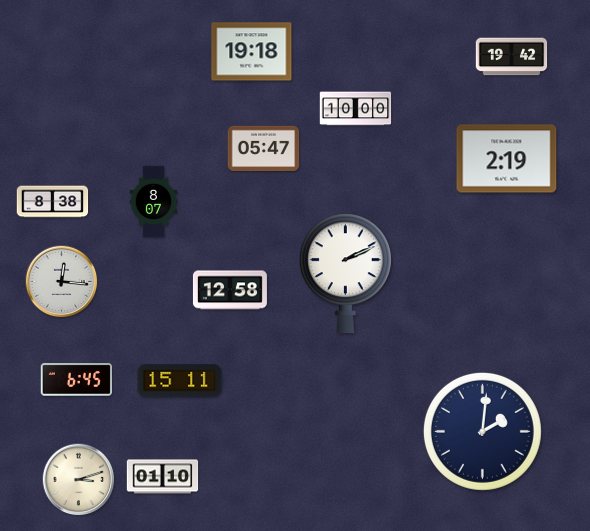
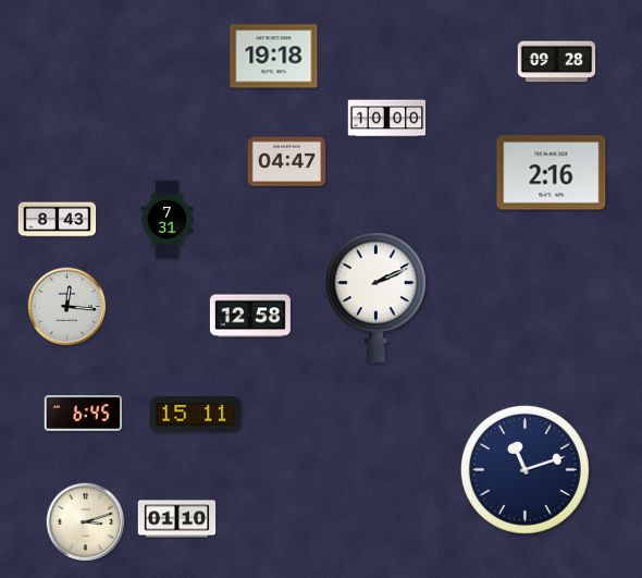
clock at (512, 57): 19:42 -> 09:28
clock at (264, 148): 05:47 -> 04:47
clock at (507, 159): 2:19 -> 2:16
clock at (53, 202): 8:38 -> 8:43
clock at (154, 202): 8:07 -> 7:31
clock at (482, 431): 2:01 -> 11:12
